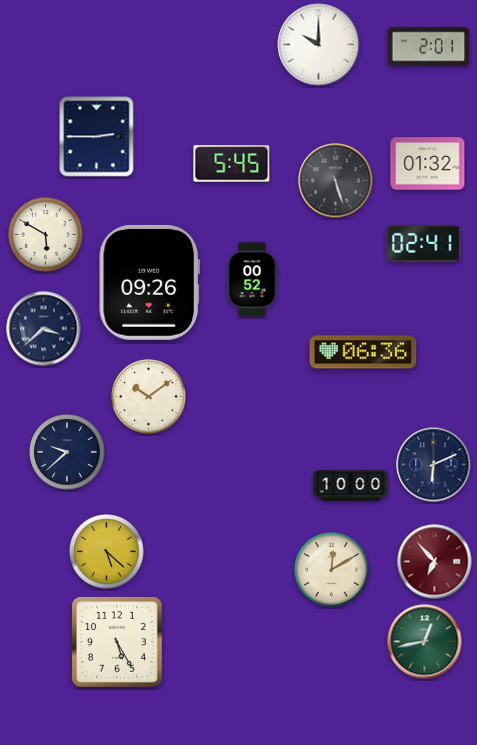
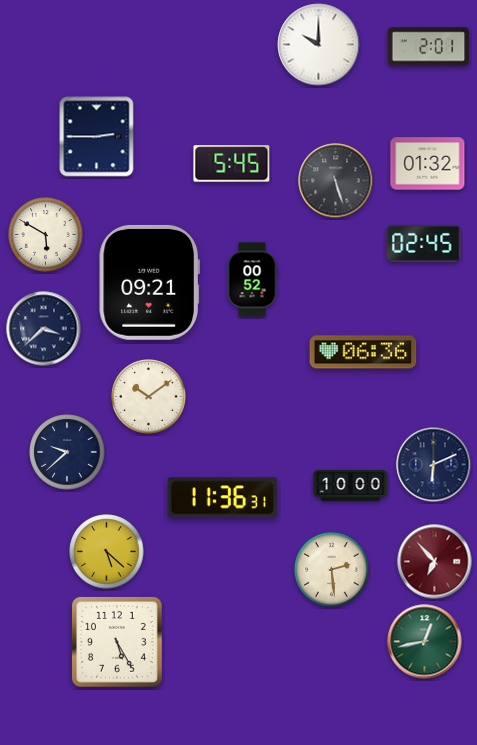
clock at (424, 244): 02:41 -> 02:45
clock at (149, 282): 09:26 -> 09:21
clock at (222, 498): none -> 11:36
clock at (332, 570): 12:10 -> 2:29
